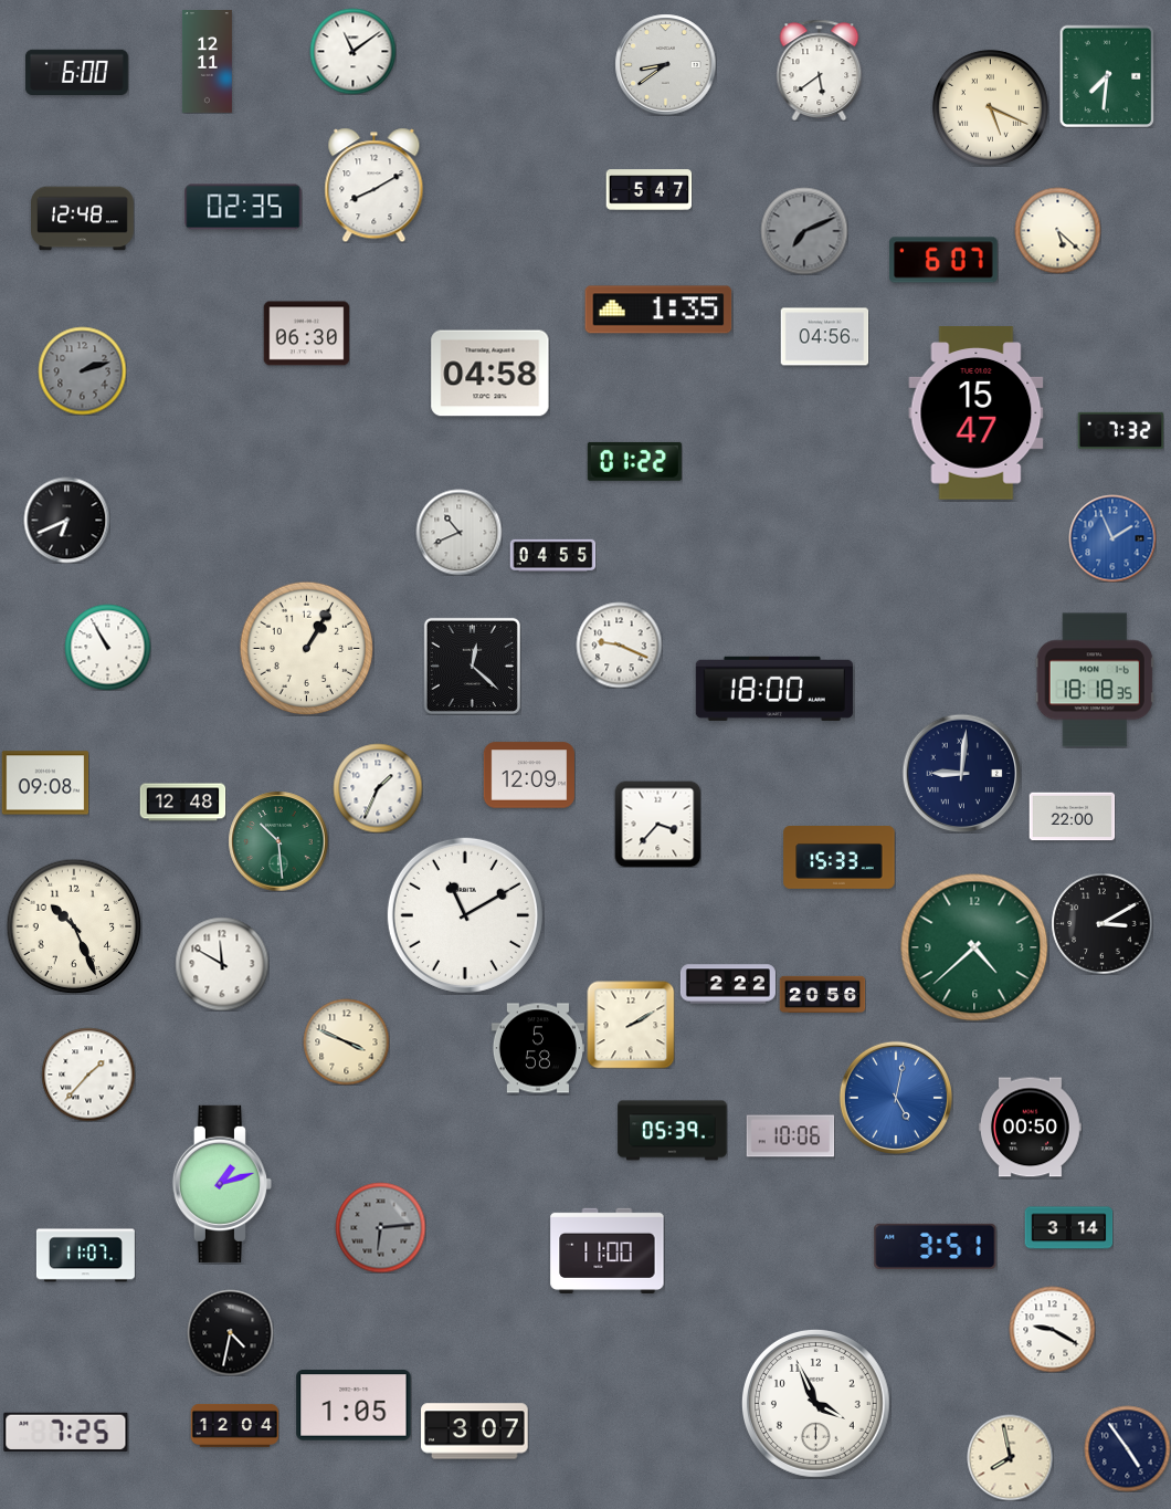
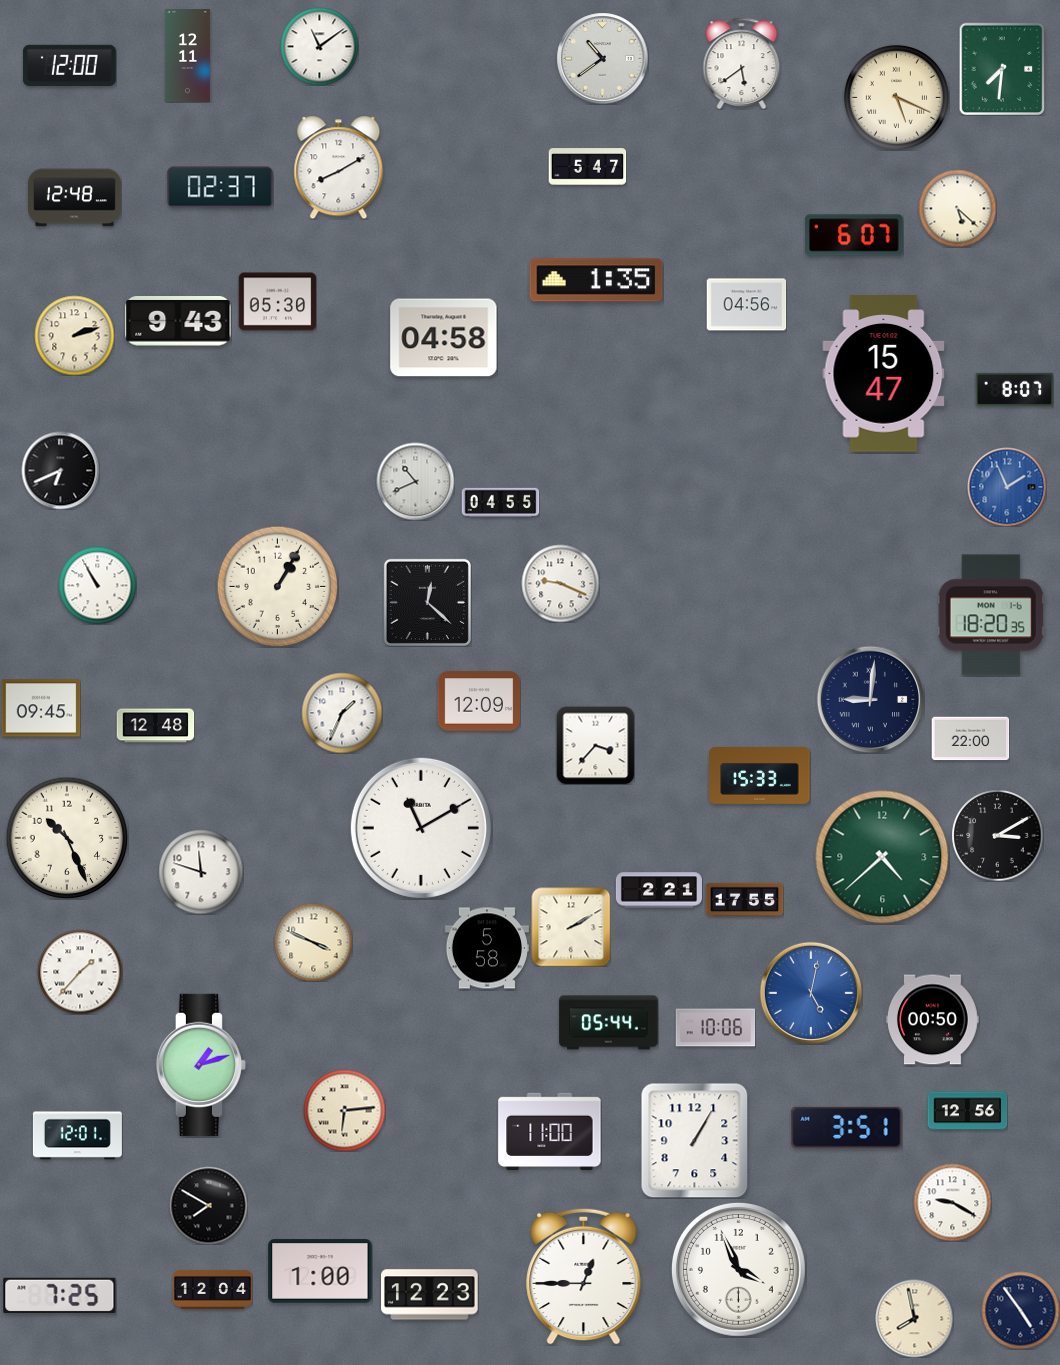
clock at (665, 64): 8:39 -> 10:39
clock at (76, 73): 6:00 -> 12:00
clock at (648, 190) position: (648, 190) -> (587, 167)
clock at (243, 207): 02:35 -> 02:37
clock at (804, 231): 7:11 -> none
clock at (306, 334): 06:30 -> 05:30
clock at (178, 322): none -> 9:43
clock at (82, 370) dial: grey -> cream
clock at (1120, 430): 7:32 -> 8:07
clock at (634, 461): 01:22 -> none
clock at (1095, 680): 18:18 -> 18:20
clock at (774, 689): 18:00 -> none
clock at (45, 783): 09:08 -> 09:45
clock at (182, 803) position: (182, 803) -> (155, 726)
clock at (278, 841): 10:29 -> none
clock at (222, 964): 11:50 -> 11:48
clock at (728, 984): 2:22 -> 2:21
clock at (822, 994): 20:56 -> 17:55
clock at (673, 1131): 05:39 -> 05:44
clock at (222, 1184) position: (222, 1184) -> (201, 1065)
clock at (380, 1227) dial: grey -> cream
clock at (1068, 1228): 3:14 -> 12:56
clock at (85, 1256): 11:07 -> 12:01
clock at (695, 1140): none -> 1:05
clock at (230, 1332): 4:32 -> 7:50
clock at (354, 1405): 1:05 -> 1:00
clock at (584, 1276): none -> 12:45
clock at (475, 1432): 3:07 -> 12:23
